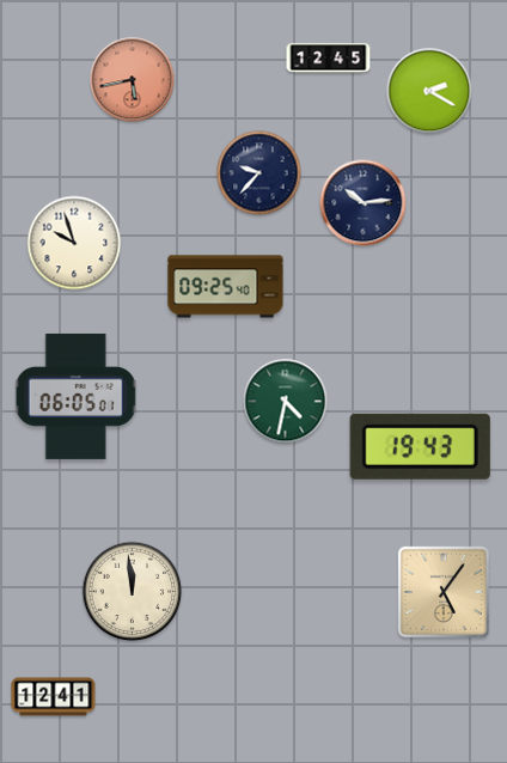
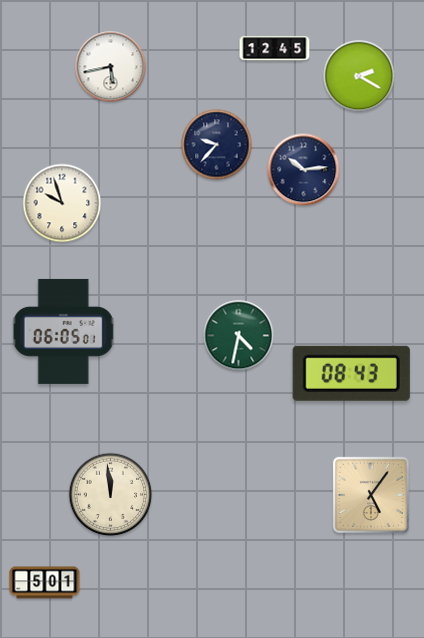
clock at (133, 80) dial: salmon -> white
clock at (226, 287): 09:25 -> none
clock at (420, 446): 19:43 -> 08:43
clock at (54, 697): 12:41 -> 5:01
